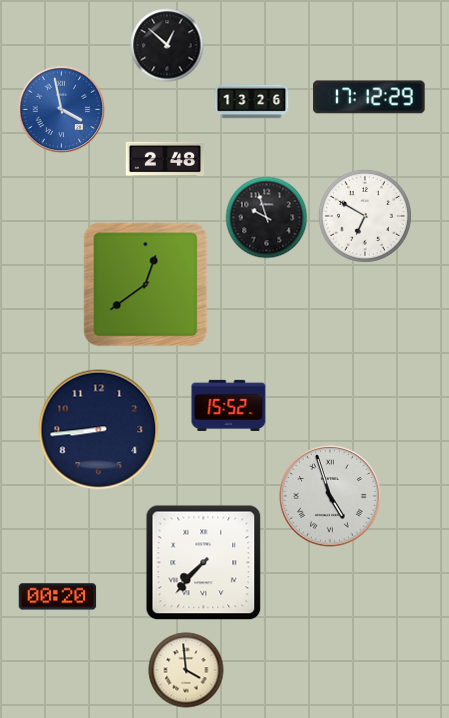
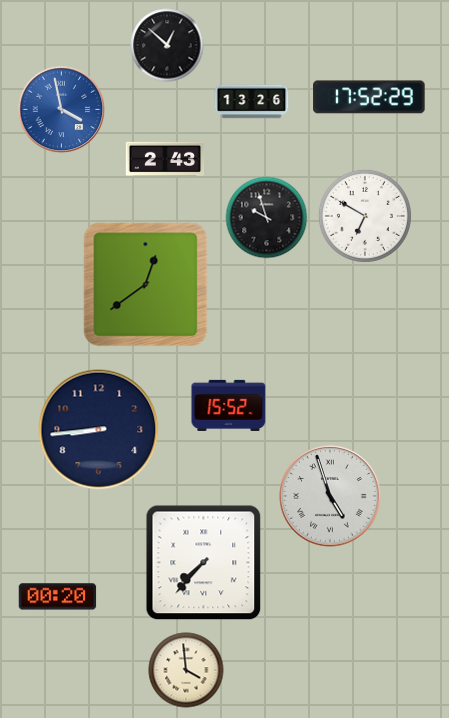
clock at (369, 97): 17:12 -> 17:52
clock at (165, 159): 2:48 -> 2:43
